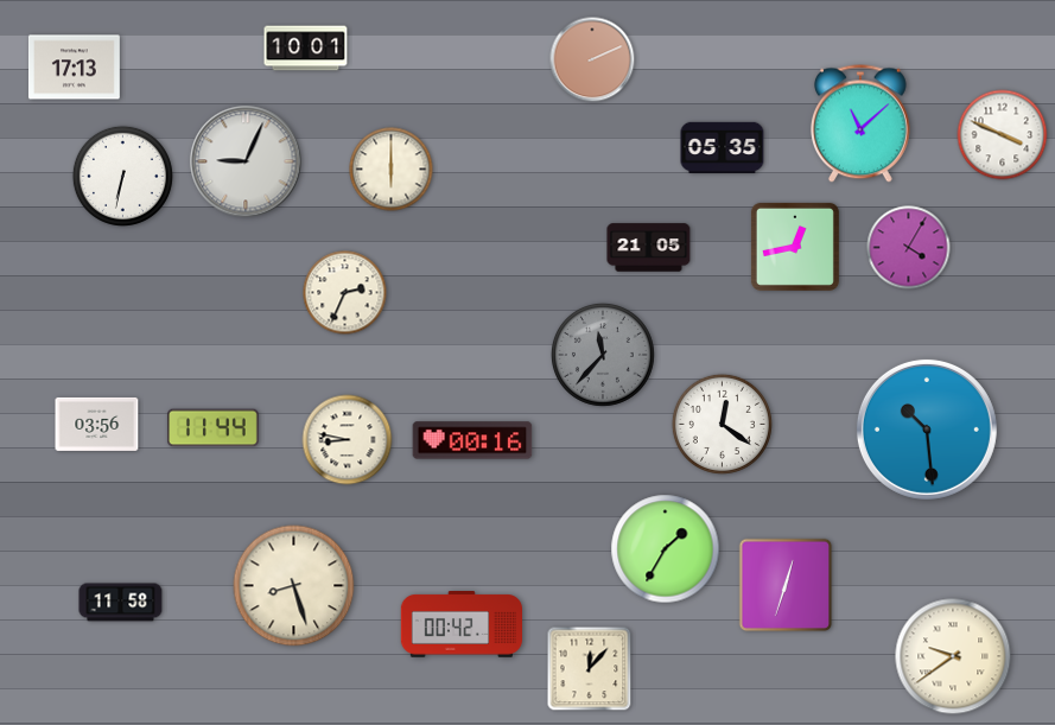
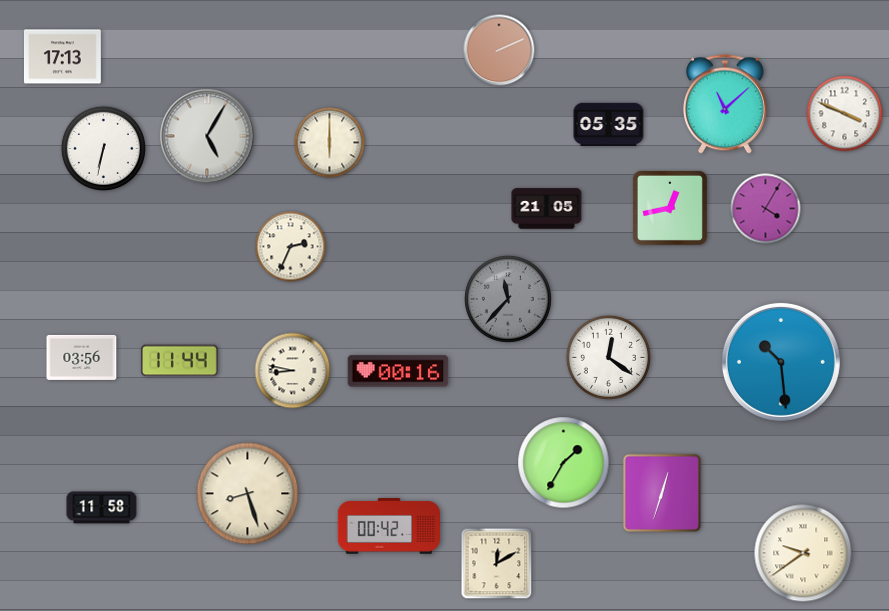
clock at (306, 49): 10:01 -> none
clock at (246, 161): 9:04 -> 5:05
clock at (666, 549) position: (666, 549) -> (564, 463)
clock at (590, 669): 12:07 -> 12:10
